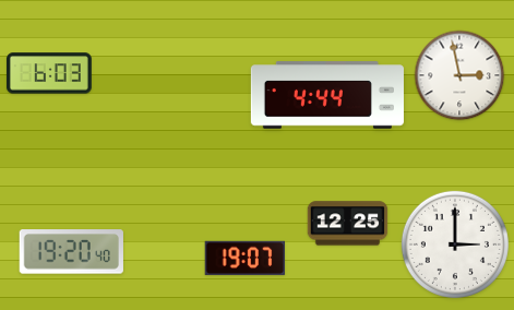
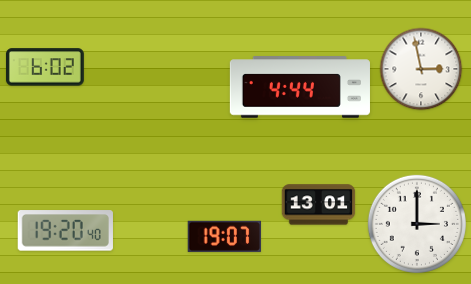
clock at (49, 73): 6:03 -> 6:02
clock at (348, 224): 12:25 -> 13:01
